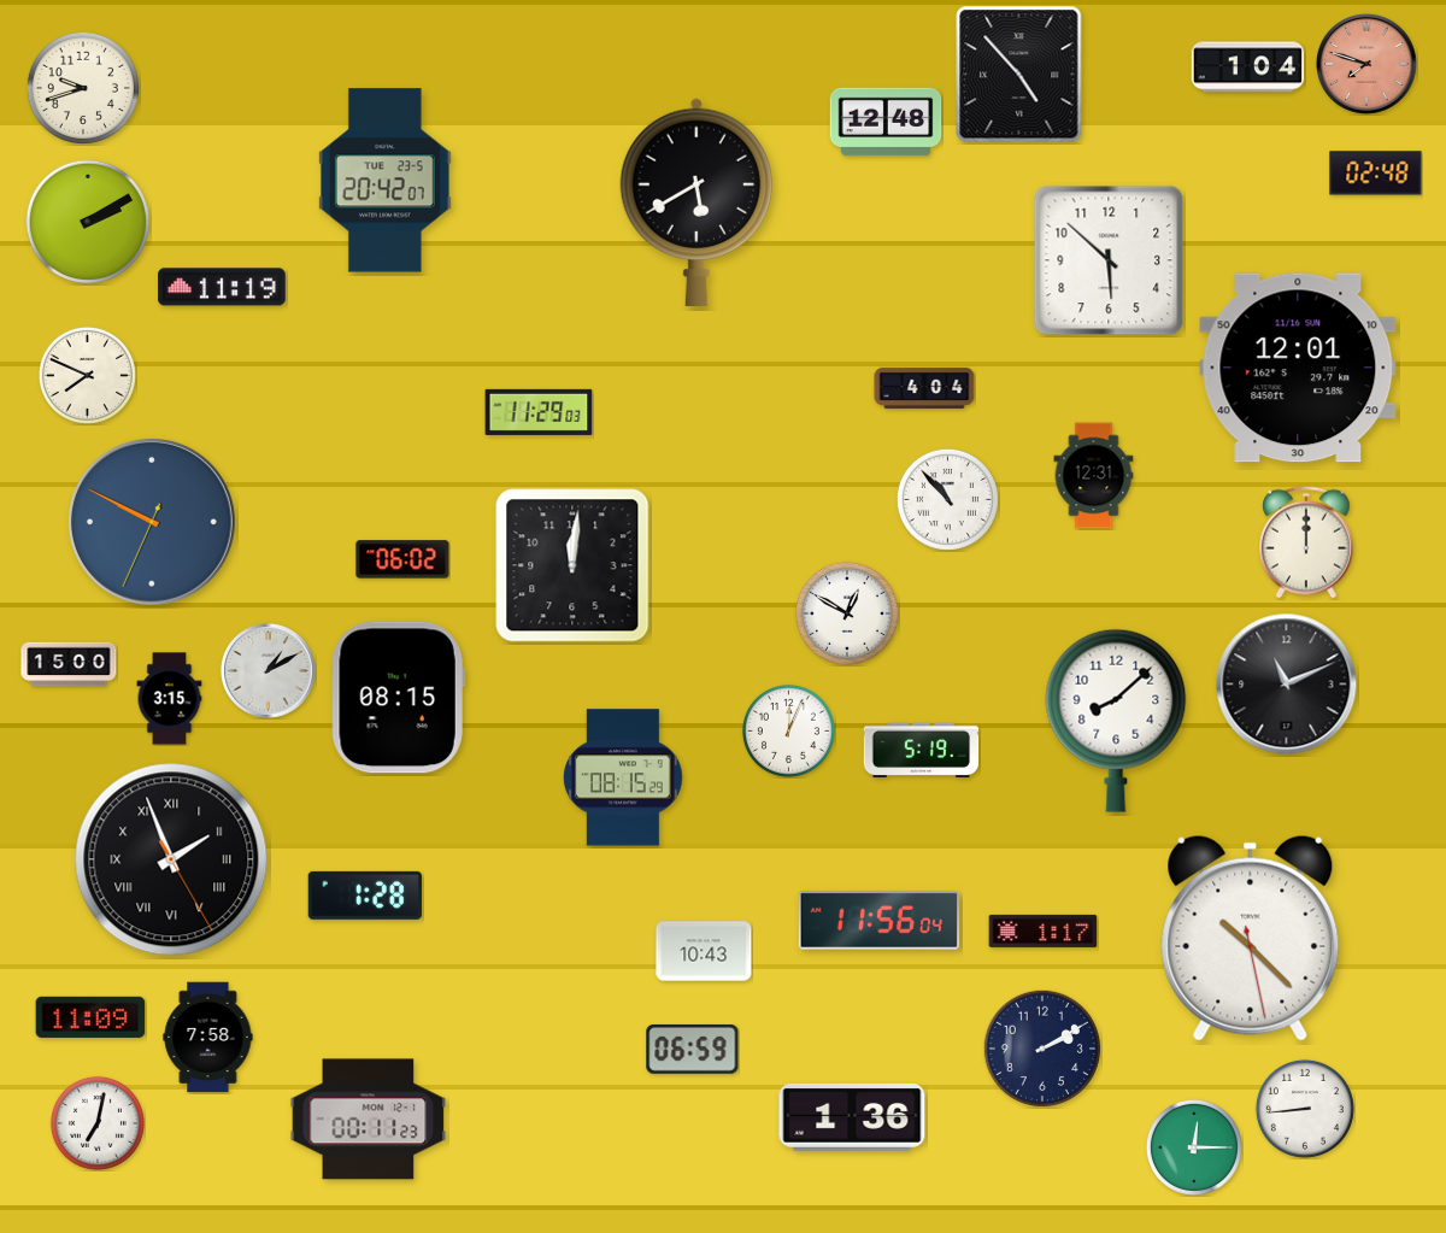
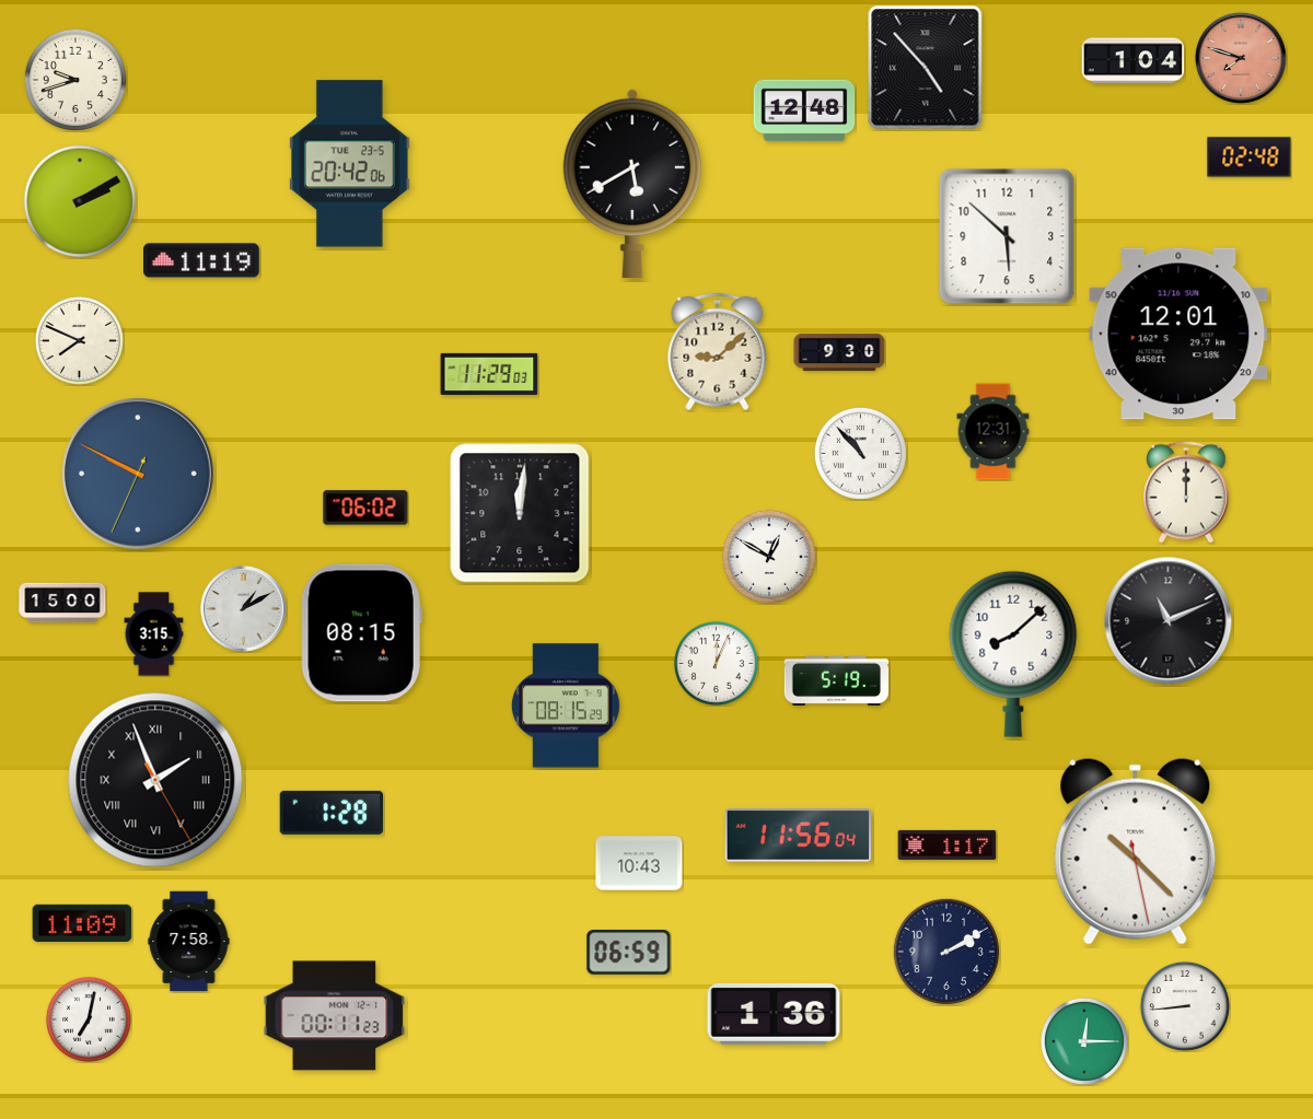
clock at (384, 181): 20:42:07 -> 20:42:06
clock at (718, 352): none -> 9:08
clock at (924, 388): 4:04 -> 9:30
